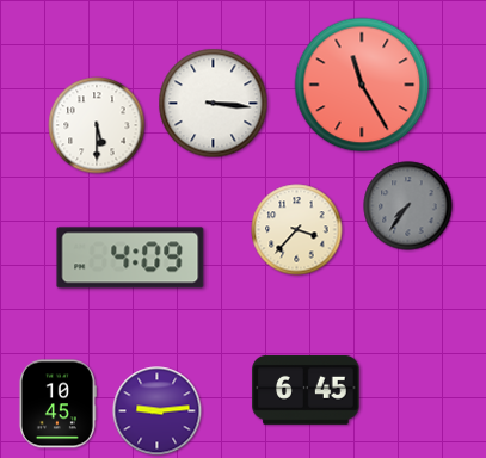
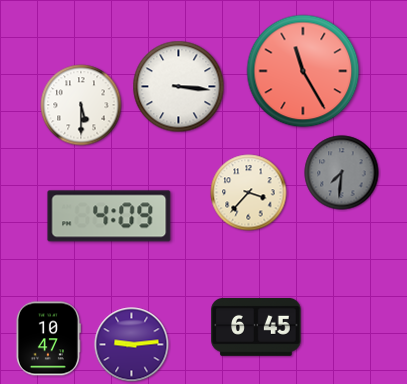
clock at (408, 206): 7:36 -> 7:31
clock at (57, 404): 10:45 -> 10:47
